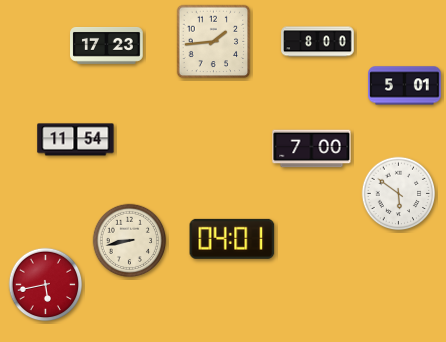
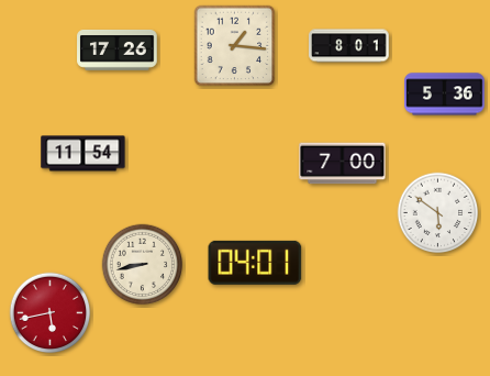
clock at (214, 42): 1:44 -> 1:16
clock at (318, 42): 8:00 -> 8:01
clock at (107, 45): 17:23 -> 17:26
clock at (405, 86): 5:01 -> 5:36
